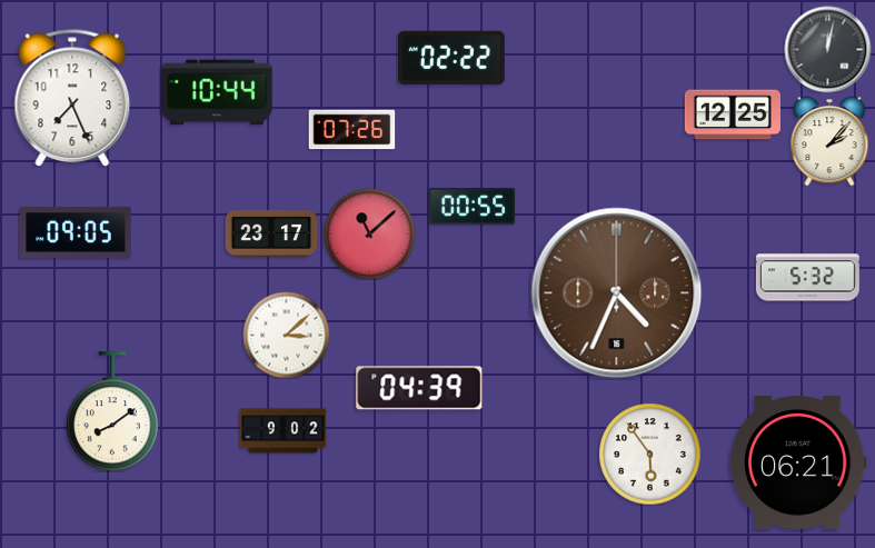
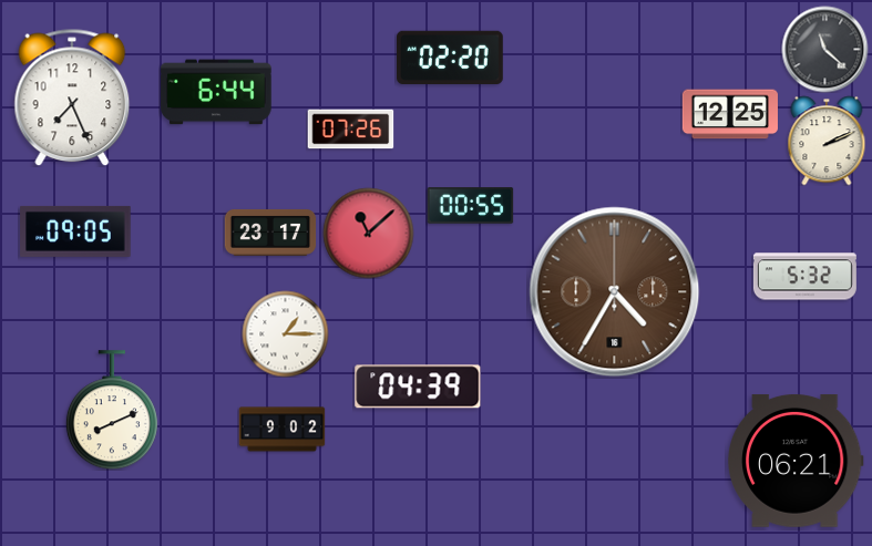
clock at (827, 49): 12:02 -> 11:22
clock at (453, 57): 02:22 -> 02:20
clock at (217, 92): 10:44 -> 6:44
clock at (829, 141): 2:07 -> 2:11
clock at (617, 293): 4:34 -> 4:35
clock at (286, 335): 3:08 -> 1:15
clock at (112, 411): 8:09 -> 8:11
clock at (649, 454): 5:54 -> none
